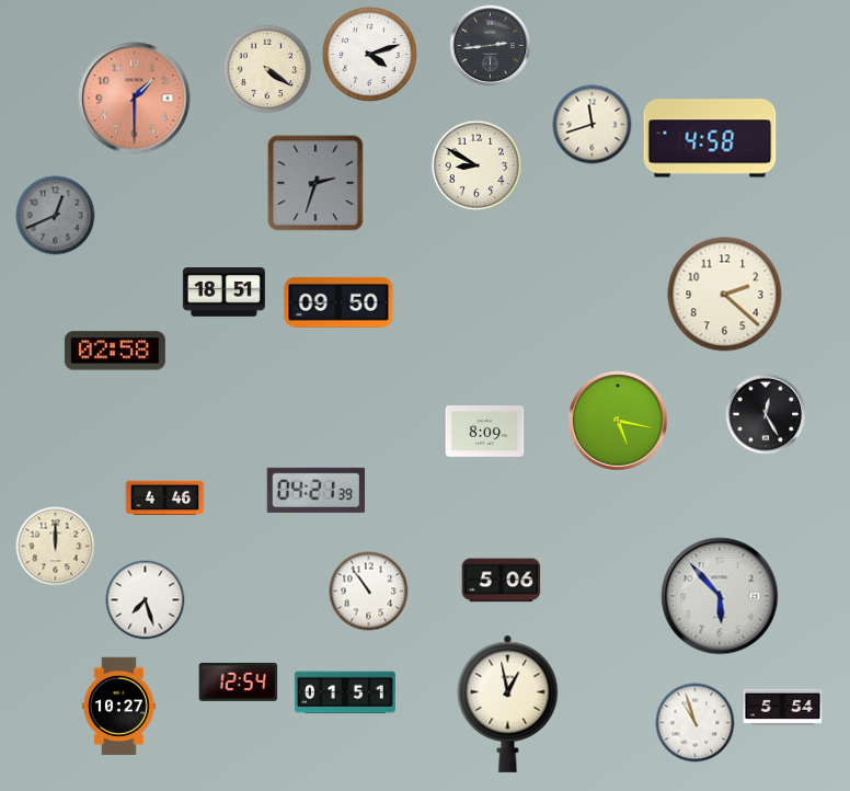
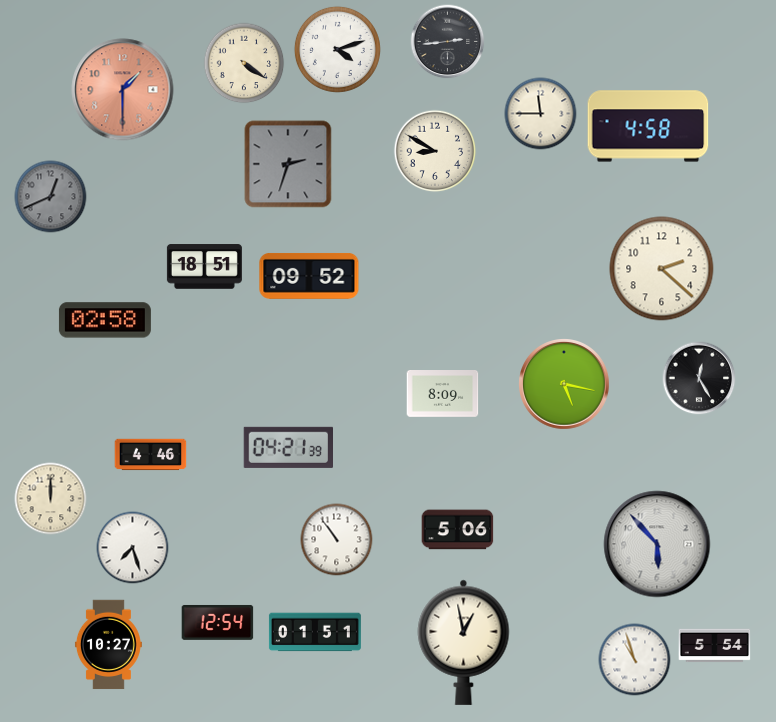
clock at (593, 125): 11:42 -> 11:45
clock at (315, 183) position: (315, 183) -> (288, 164)
clock at (338, 302): 09:50 -> 09:52
